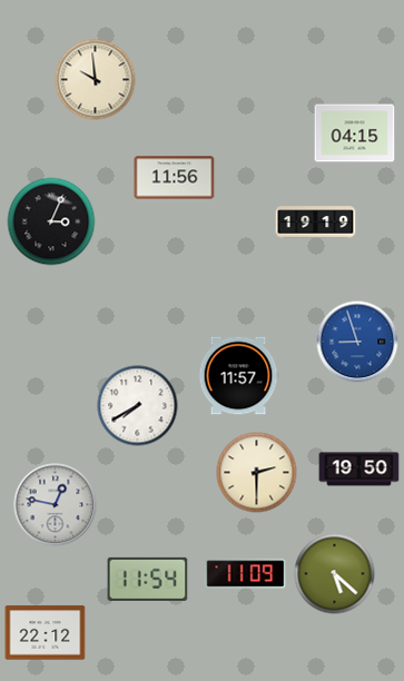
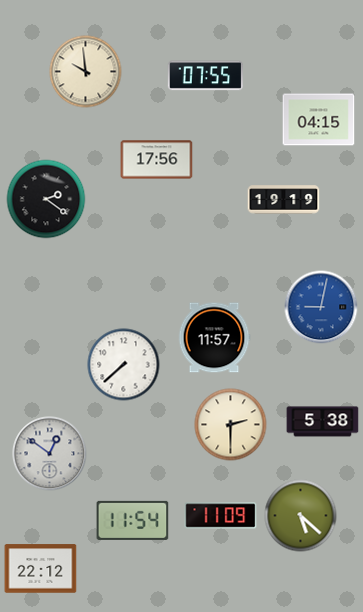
clock at (205, 76): none -> 07:55
clock at (175, 178): 11:56 -> 17:56
clock at (51, 221): 3:04 -> 2:21
clock at (357, 342): 8:57 -> 9:02
clock at (138, 406): 7:40 -> 7:38
clock at (359, 470): 19:50 -> 5:38
clock at (56, 505): 12:47 -> 12:51
